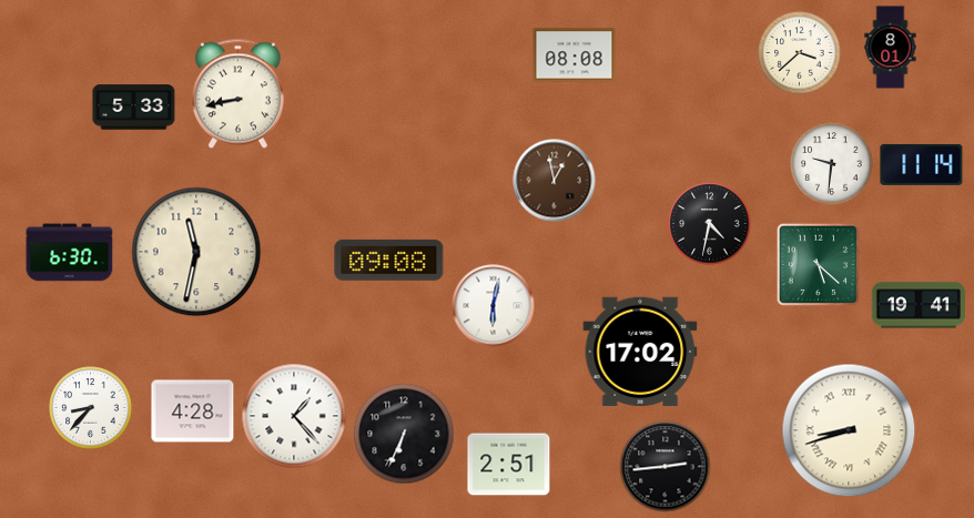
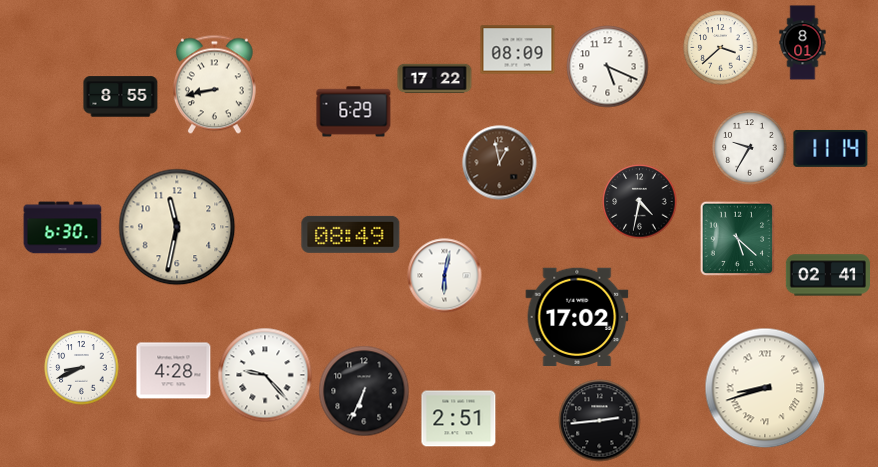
clock at (575, 55): 08:08 -> 08:09
clock at (608, 67): none -> 5:19
clock at (435, 79): none -> 17:22
clock at (134, 108): 5:33 -> 8:55
clock at (354, 112): none -> 6:29
clock at (832, 164): 9:31 -> 9:35
clock at (389, 260): 09:08 -> 08:49
clock at (919, 305): 19:41 -> 02:41
clock at (91, 408): 8:37 -> 8:41
clock at (294, 416): 1:23 -> 9:23
